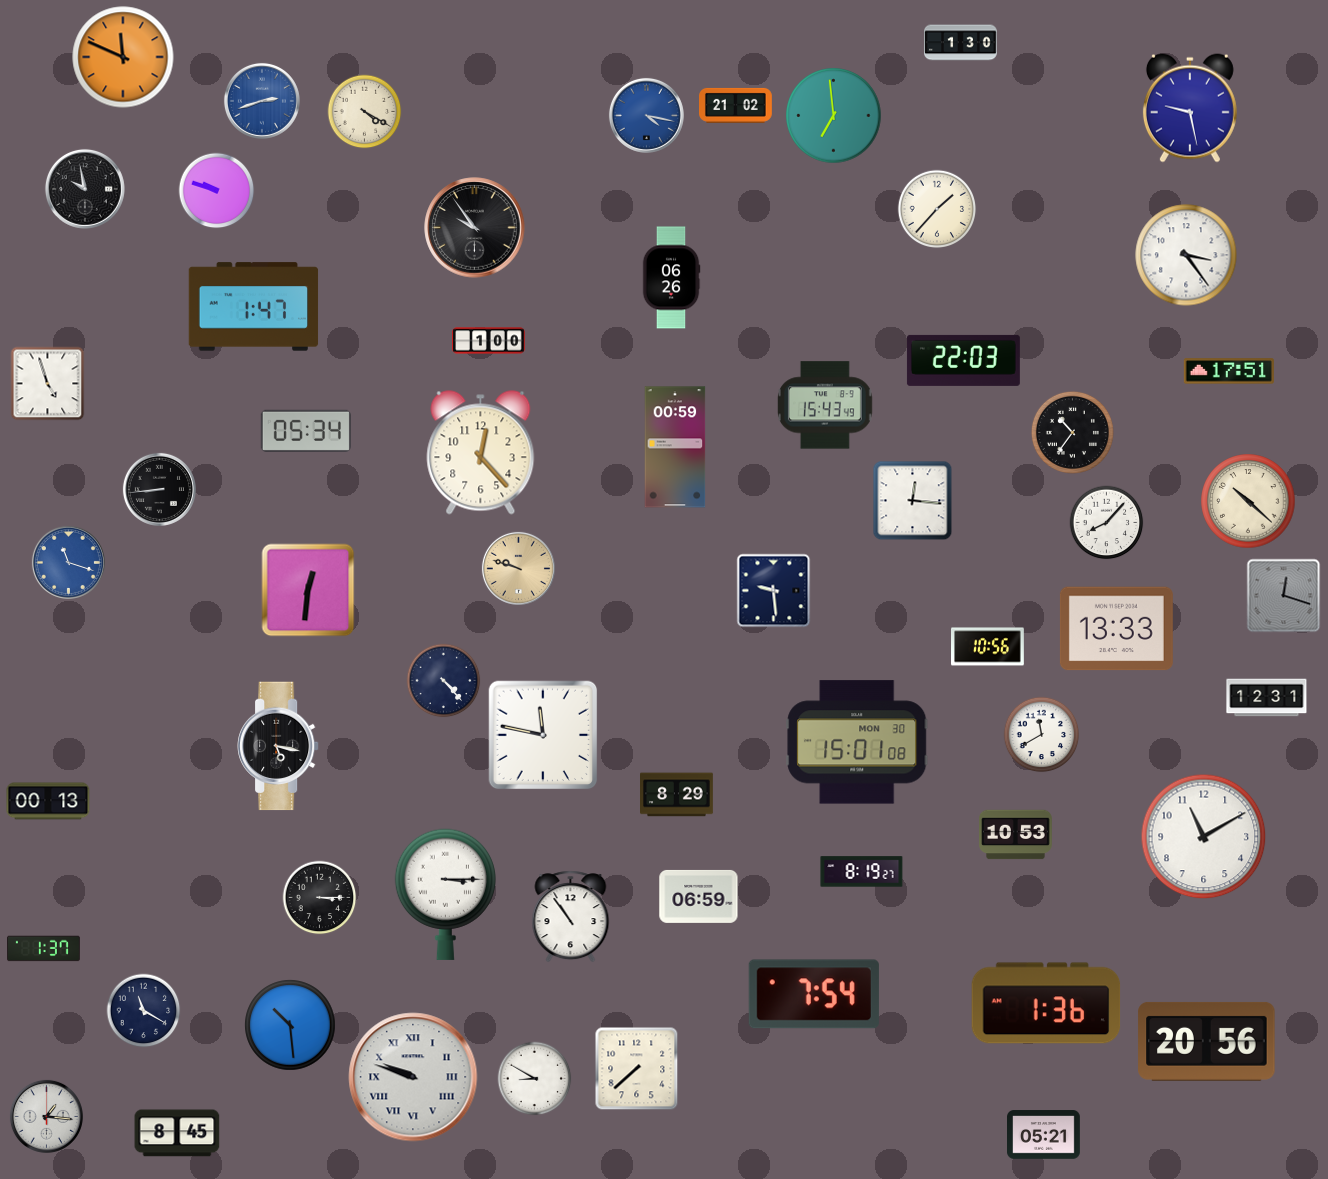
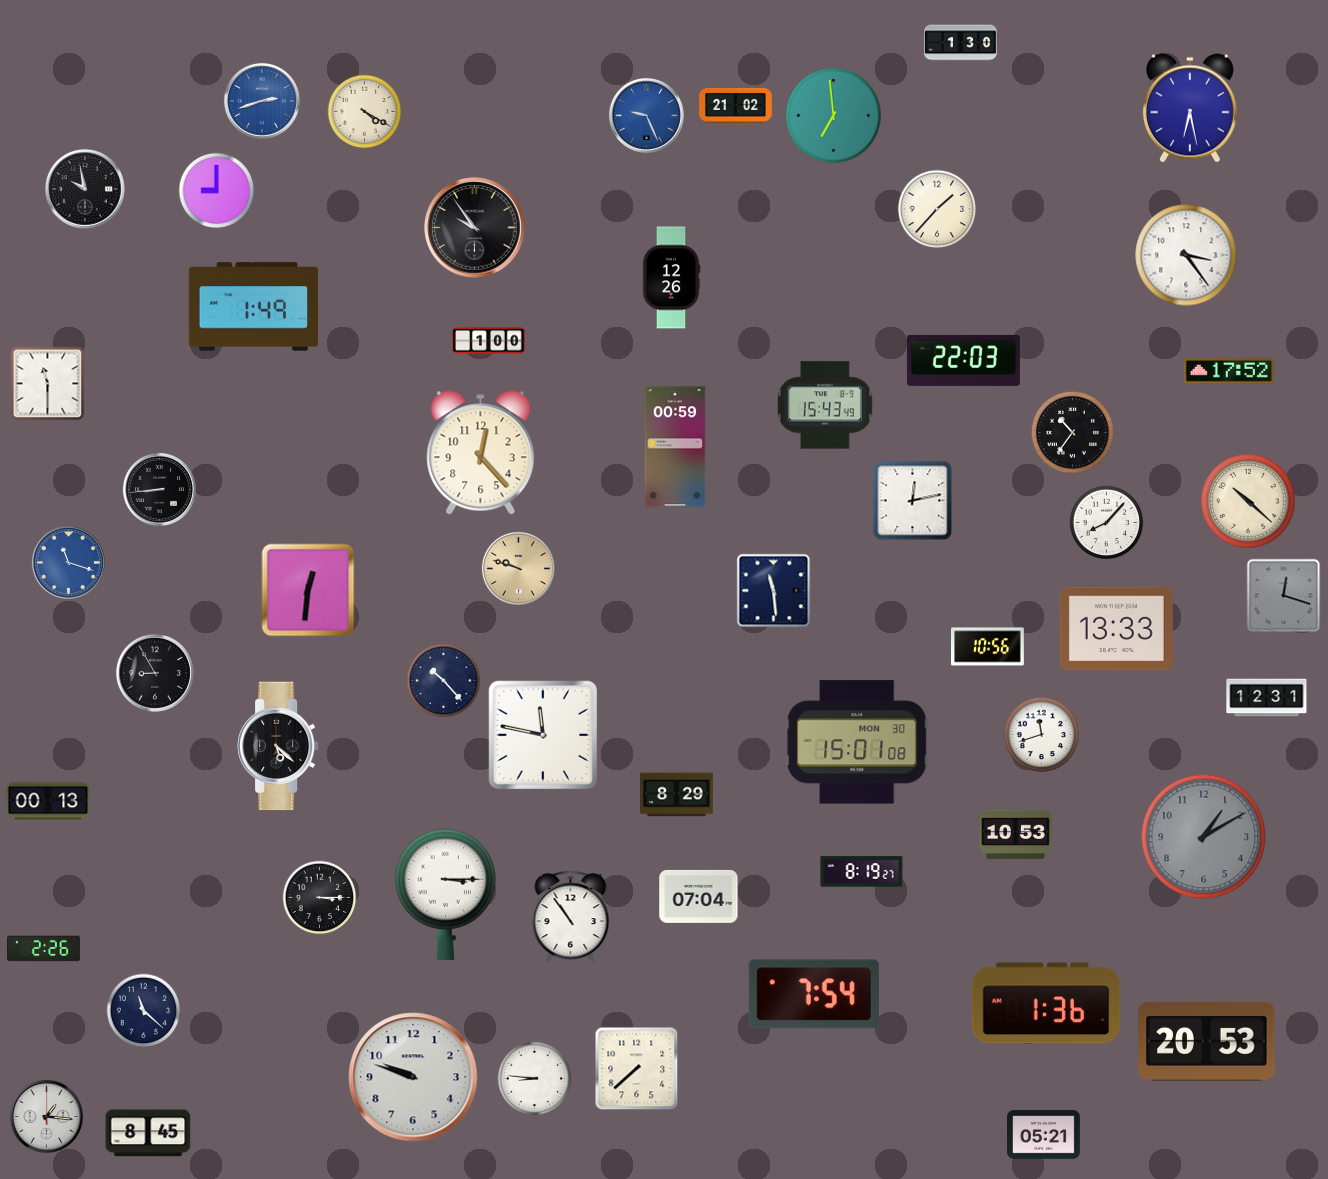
clock at (123, 57): 11:49 -> none
clock at (1190, 108): 9:28 -> 6:28
clock at (646, 115): 4:17 -> 9:26
clock at (217, 191): 9:48 -> 9:00
clock at (671, 278): 06:26 -> 12:26
clock at (254, 307): 1:47 -> 1:49
clock at (1229, 371): 17:51 -> 17:52
clock at (48, 384): 4:57 -> 11:30
clock at (306, 431): 05:34 -> none
clock at (913, 501): 12:16 -> 12:13
clock at (774, 591): 9:29 -> 11:29
clock at (155, 673): none -> 8:55
clock at (444, 681): 4:23 -> 10:23
clock at (1042, 735): 11:40 -> 11:42
clock at (279, 746): 5:17 -> 5:22
clock at (1204, 837): 11:10 -> 1:10
clock at (1204, 837) dial: white -> grey
clock at (699, 896): 06:59 -> 07:04
clock at (44, 949): 1:37 -> 2:26
clock at (144, 1011): 11:20 -> 11:22
clock at (290, 1025): 10:29 -> none
clock at (1207, 1041): 20:56 -> 20:53
clock at (413, 1077) numerals: Roman -> Arabic
clock at (535, 1079): 8:50 -> 8:46
clock at (177, 1133) position: (177, 1133) -> (148, 1133)
